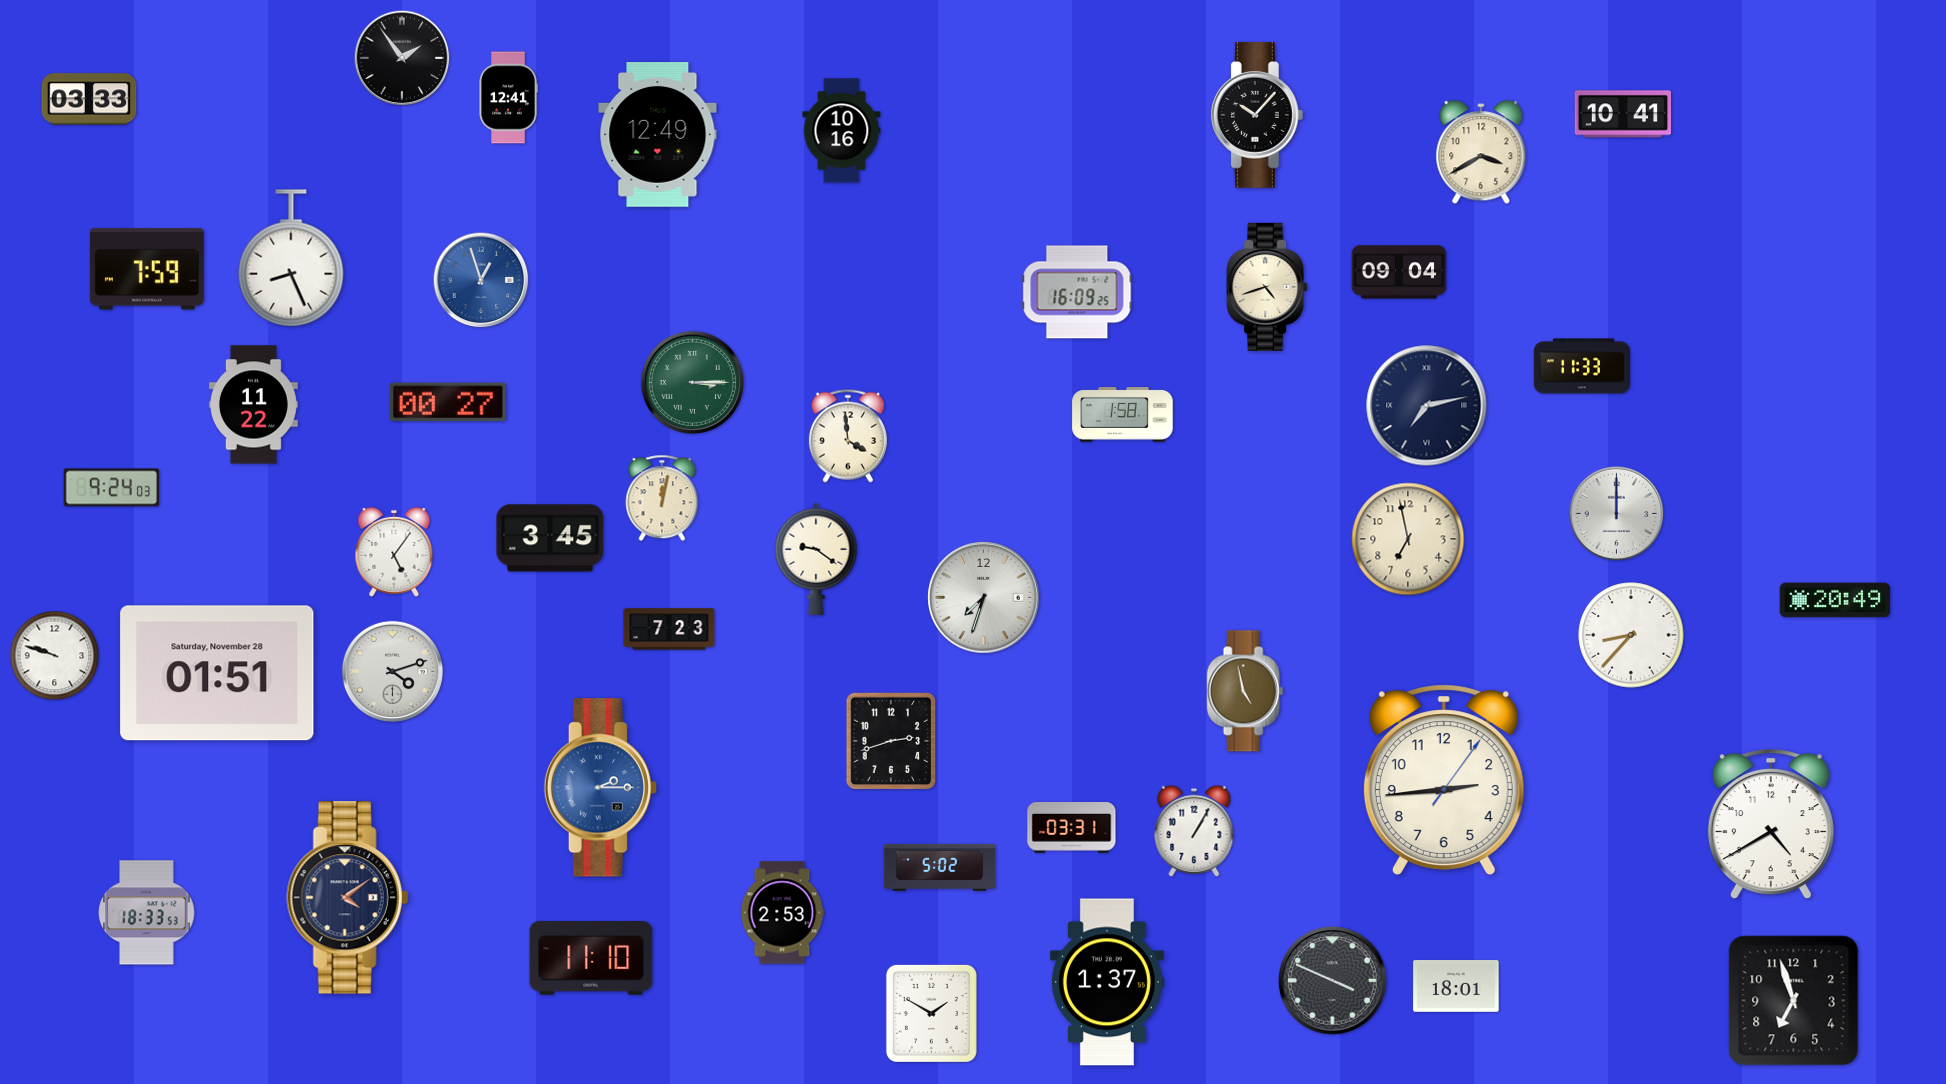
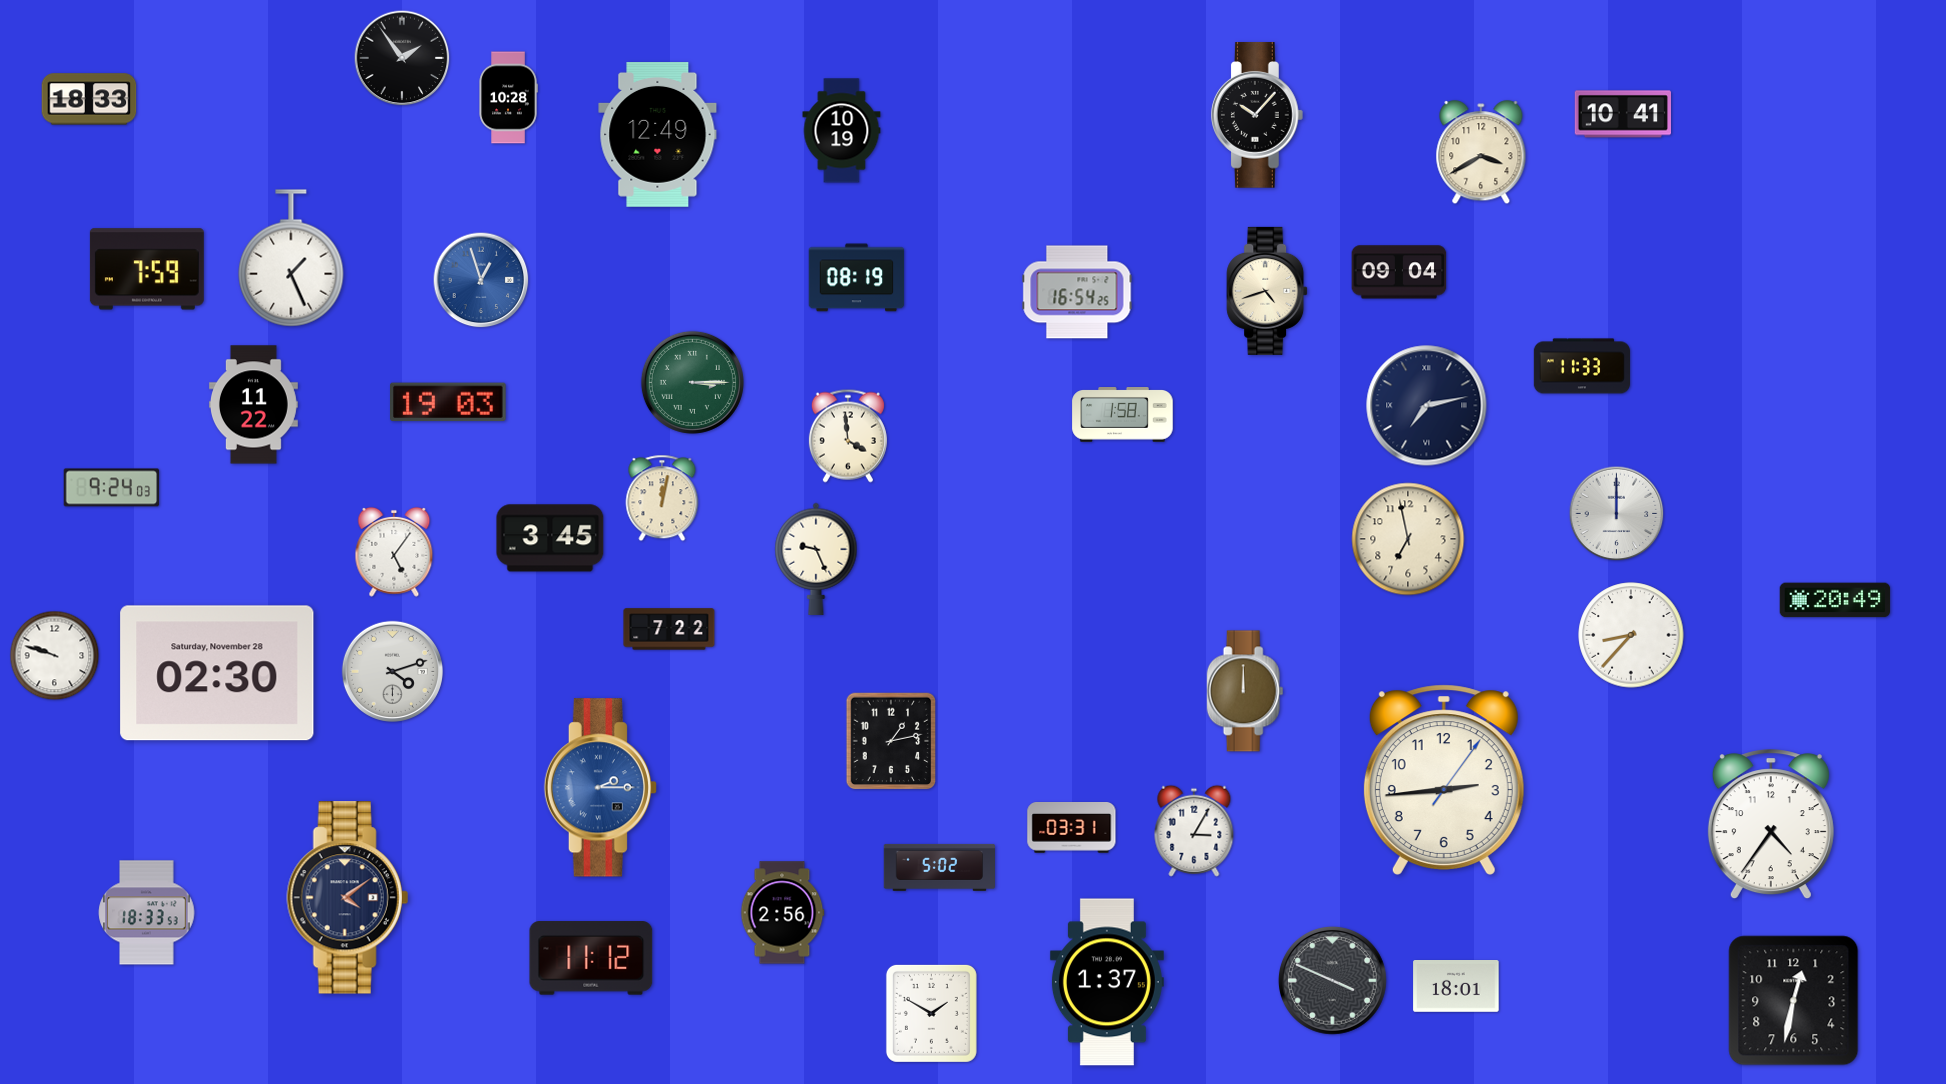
clock at (508, 98): 12:41 -> 10:28
clock at (89, 99): 03:33 -> 18:33
clock at (842, 131): 10:16 -> 10:19
clock at (291, 258): 8:26 -> 1:26
clock at (857, 278): none -> 08:19
clock at (1267, 287) position: (1267, 287) -> (1267, 291)
clock at (1077, 292): 16:09 -> 16:54
clock at (449, 402): 00:27 -> 19:03
clock at (816, 559): 9:21 -> 9:26
clock at (984, 598): 7:33 -> none
clock at (669, 629): 7:23 -> 7:22
clock at (217, 673): 01:51 -> 02:30
clock at (1245, 691): 4:58 -> 12:00
clock at (891, 741): 2:42 -> 1:13
clock at (1771, 825): 4:40 -> 4:36
clock at (1194, 831): 1:05 -> 3:05
clock at (782, 913): 2:53 -> 2:56
clock at (591, 958): 11:10 -> 11:12
clock at (1794, 1001): 6:57 -> 12:32
